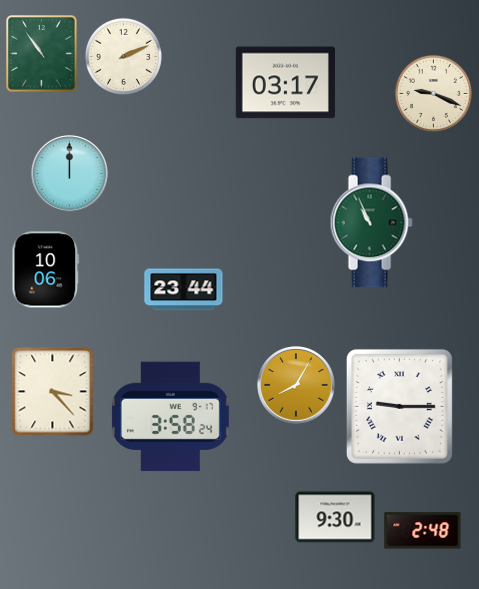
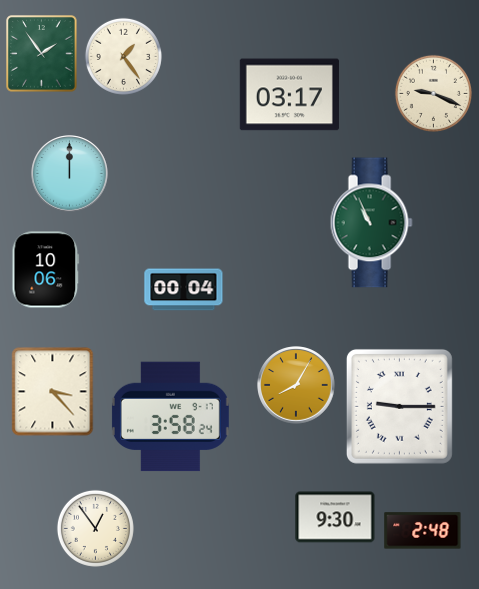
clock at (42, 54): 10:54 -> 1:54
clock at (123, 56): 2:11 -> 1:24
clock at (285, 83) position: (285, 83) -> (289, 95)
clock at (184, 290): 23:44 -> 00:04
clock at (95, 528): none -> 12:54
